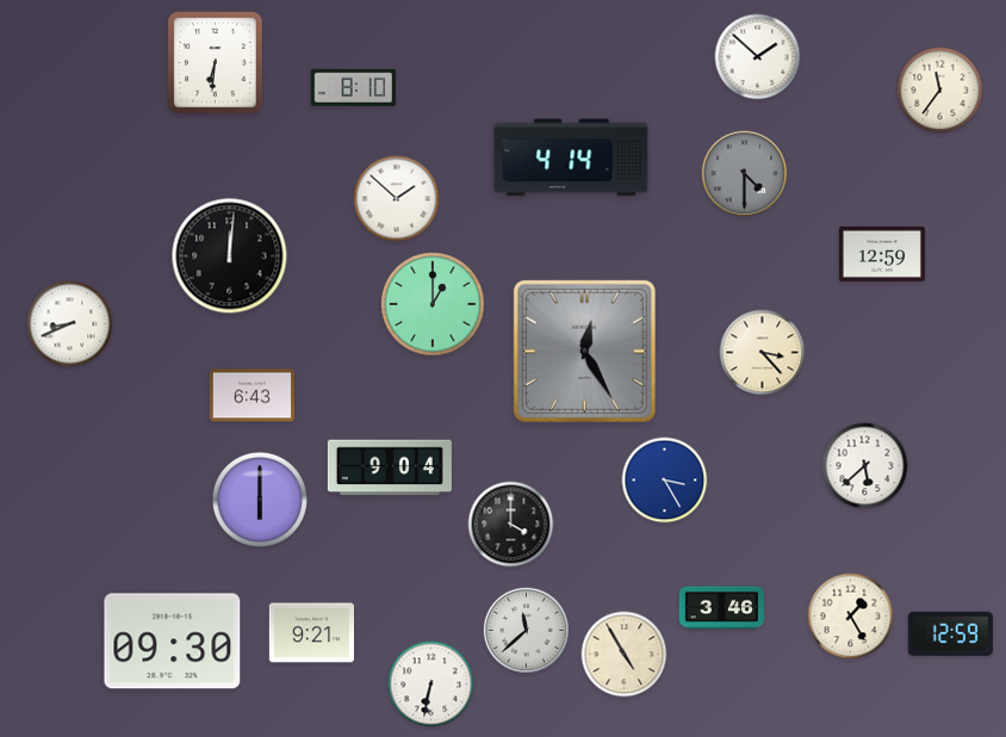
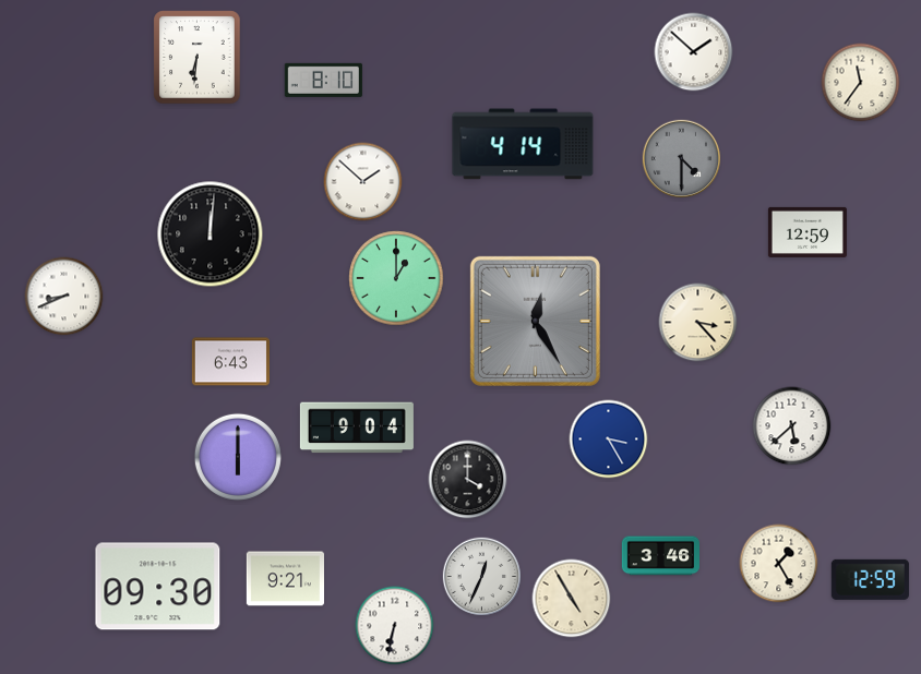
clock at (526, 630): 11:38 -> 12:34
